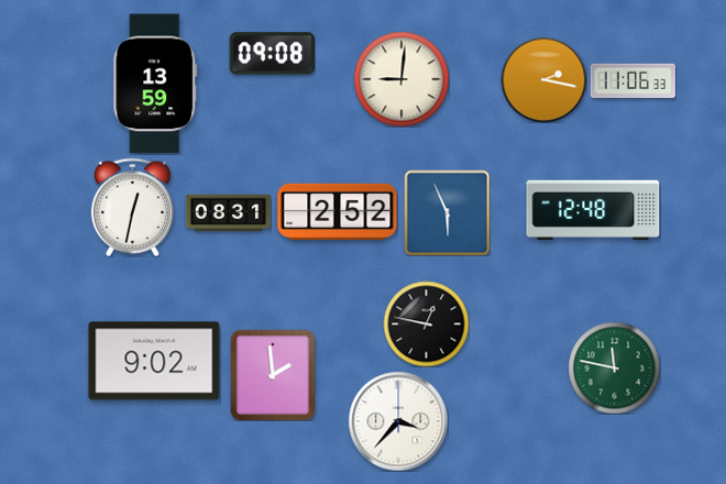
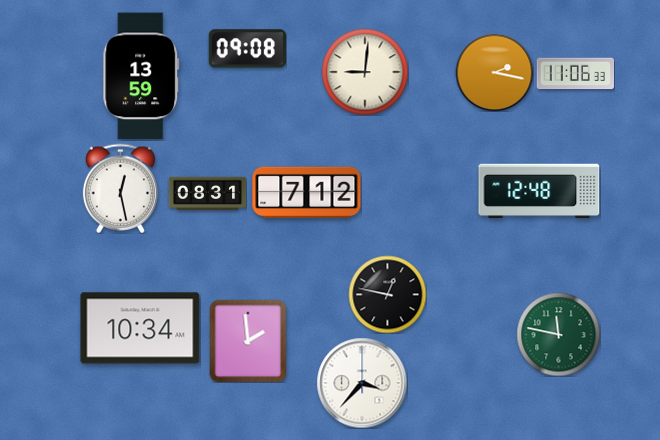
clock at (132, 207): 12:32 -> 12:28
clock at (338, 211): 2:52 -> 7:12
clock at (447, 212): 5:56 -> none
clock at (154, 361): 9:02 -> 10:34
